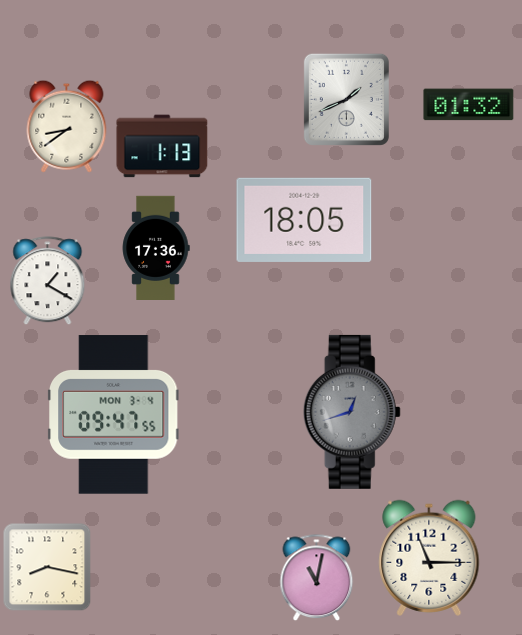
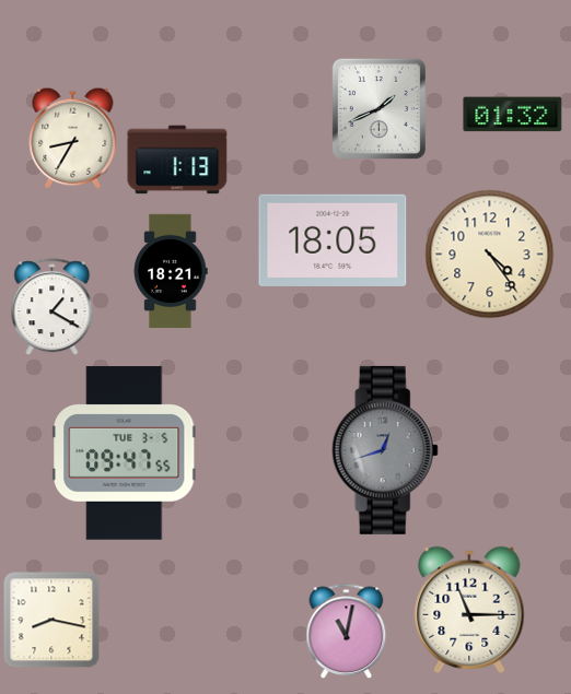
clock at (67, 126): 8:39 -> 8:35
clock at (490, 255): none -> 4:24
clock at (156, 247): 17:36 -> 18:21
clock at (113, 415) date: MON 3-4 -> TUE 3-5
